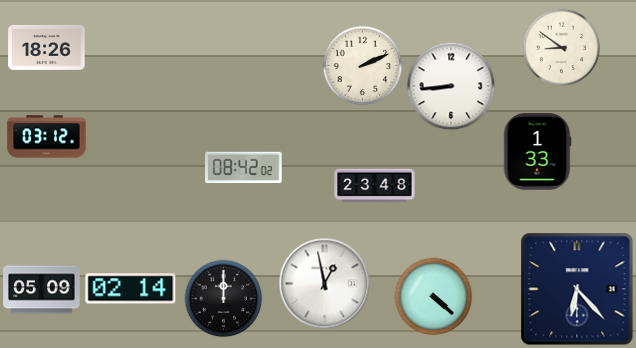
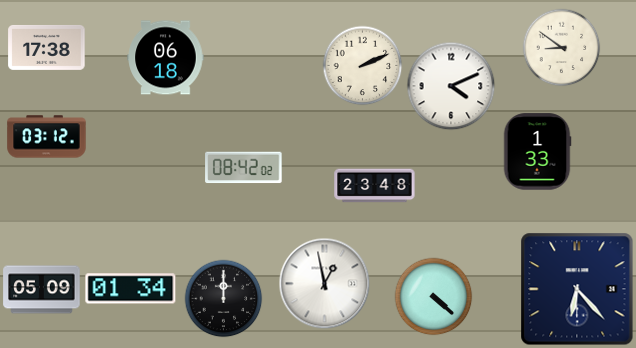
clock at (47, 47): 18:26 -> 17:38
clock at (166, 58): none -> 06:18
clock at (451, 86): 8:44 -> 4:11
clock at (131, 289): 02:14 -> 01:34
